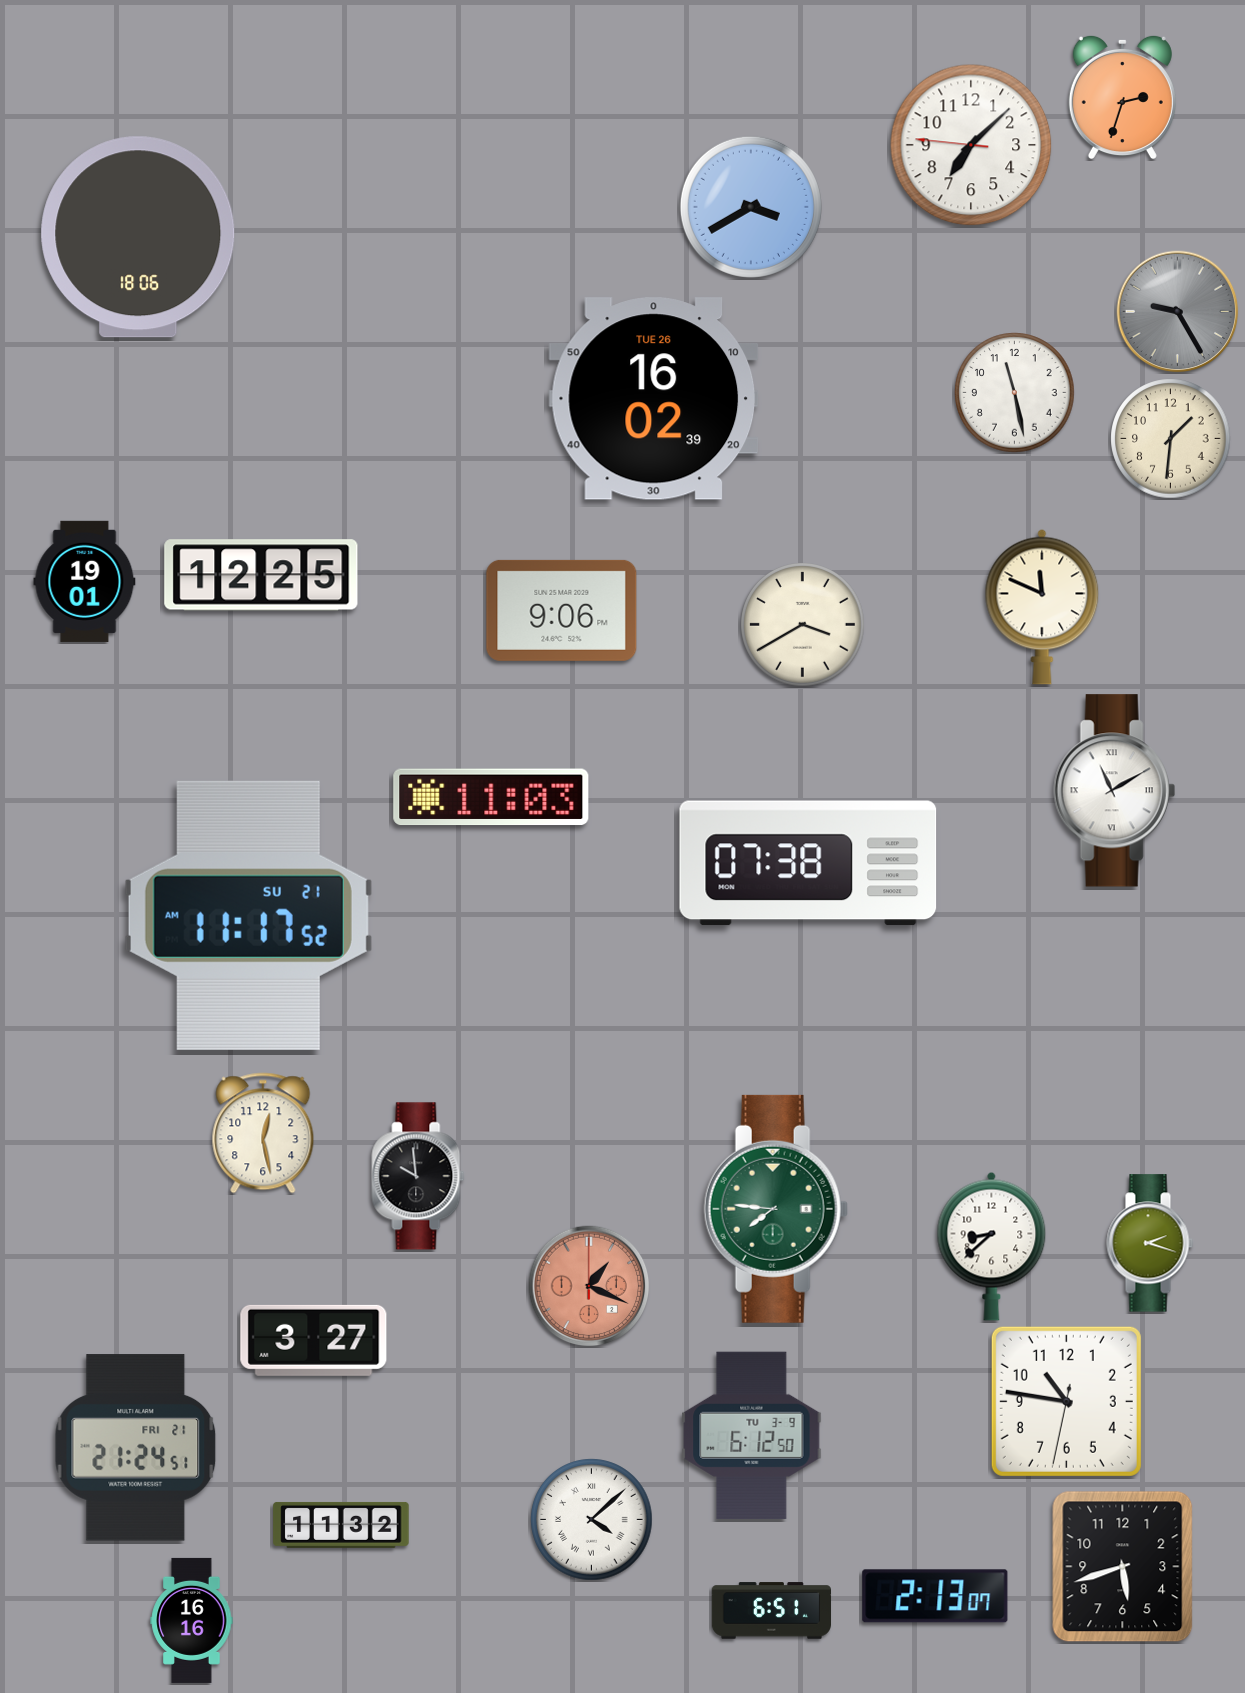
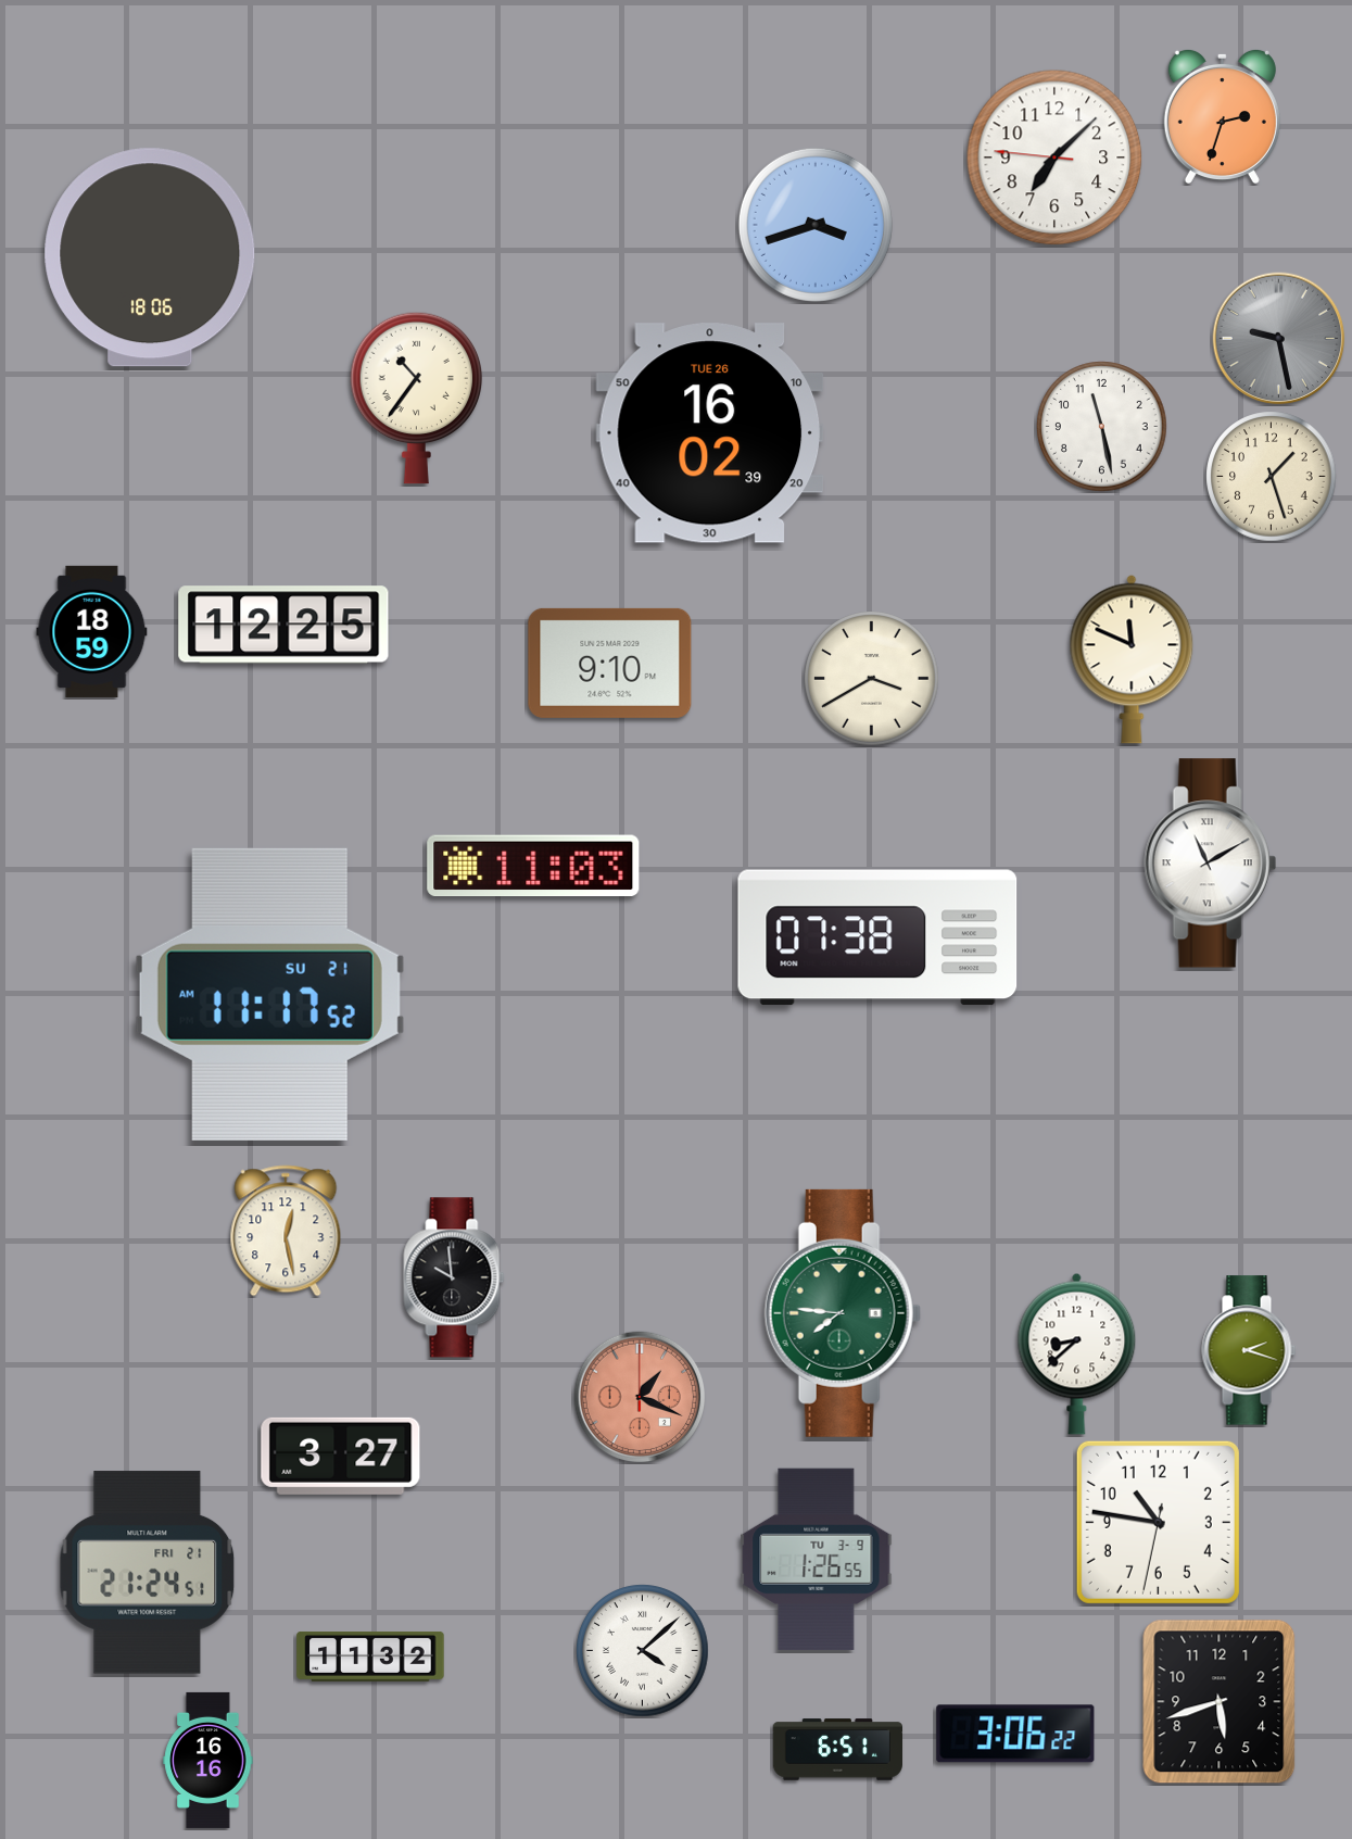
clock at (1122, 97) position: (1122, 97) -> (1222, 116)
clock at (751, 207): 3:40 -> 3:42
clock at (1178, 312): 9:25 -> 9:28
clock at (417, 398): none -> 10:36
clock at (1171, 439): 1:31 -> 1:27
clock at (85, 581): 19:01 -> 18:59
clock at (562, 610): 9:06 -> 9:10
clock at (1114, 791) position: (1114, 791) -> (1210, 864)
clock at (752, 1435): 6:12 -> 1:26
clock at (935, 1596): 2:13 -> 3:06
